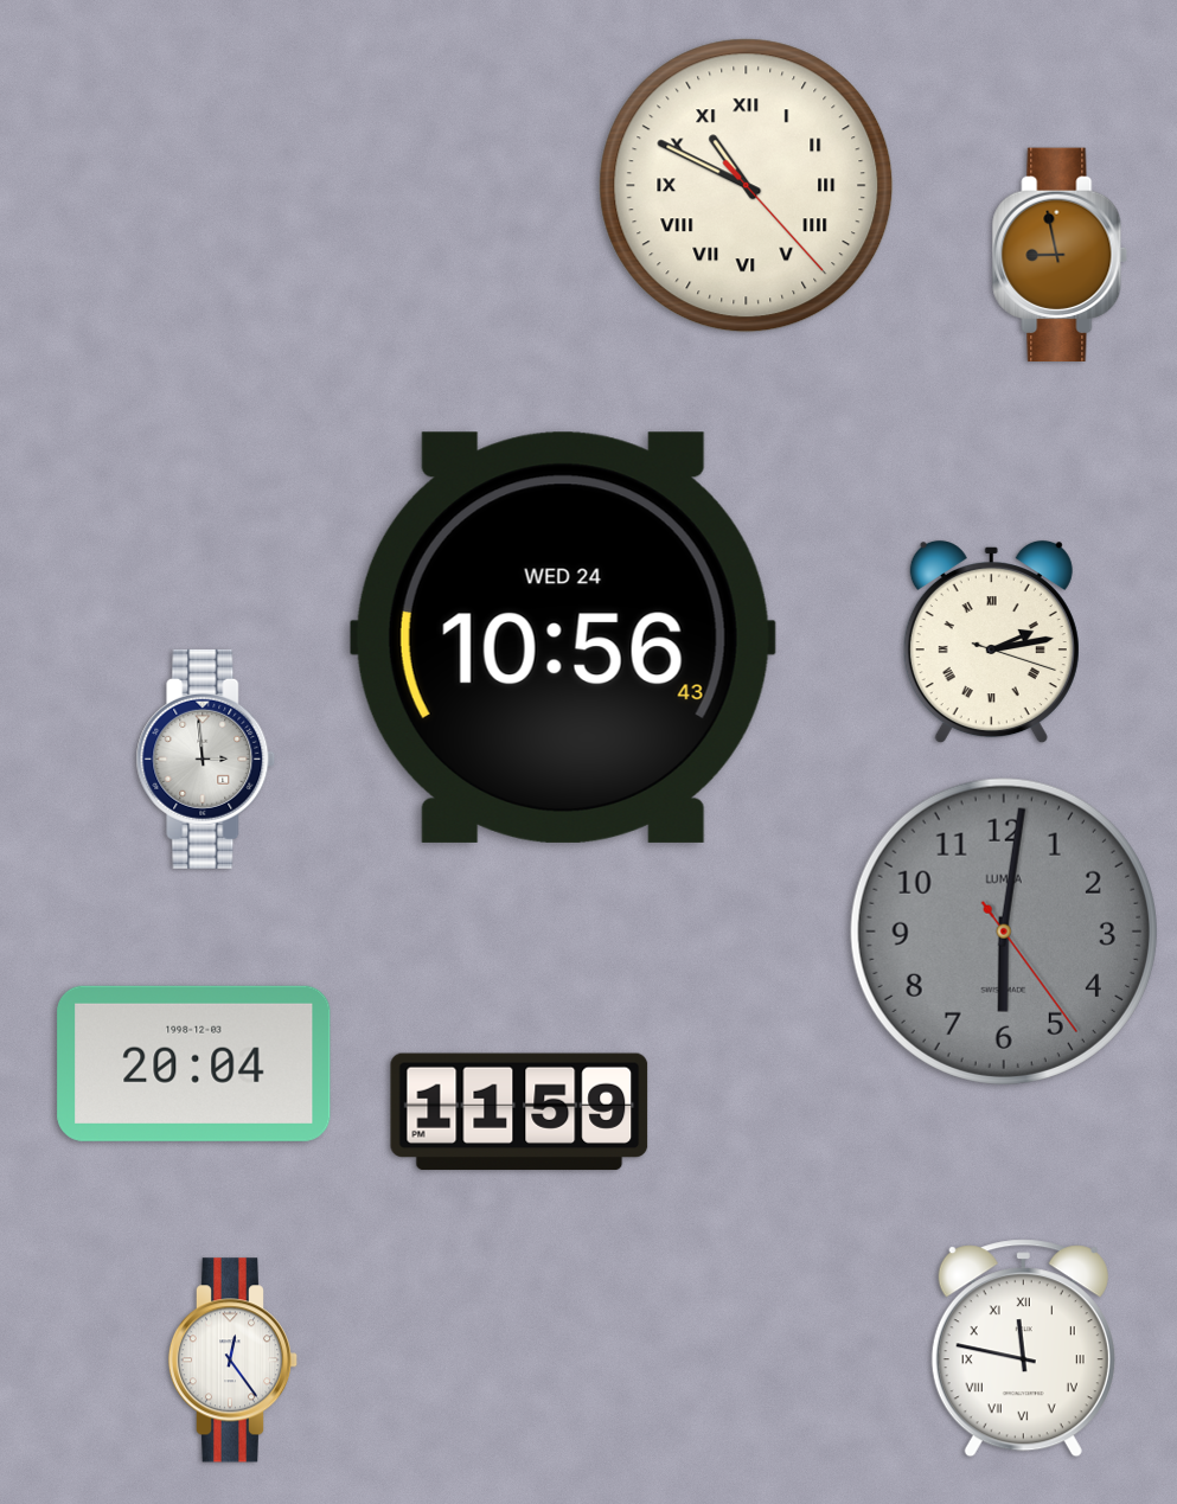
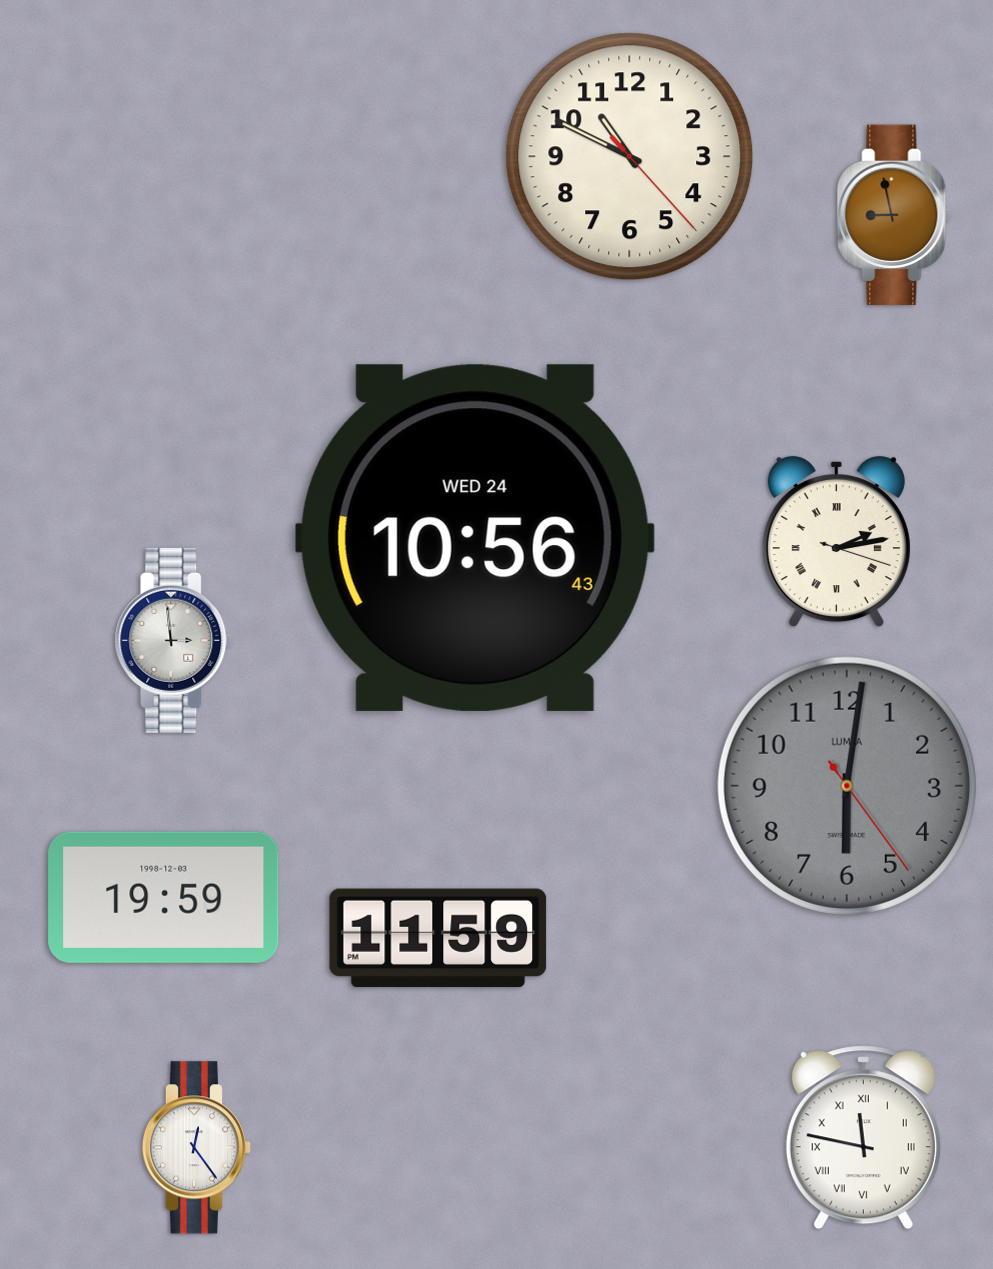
clock at (747, 186) numerals: Roman -> Arabic
clock at (194, 1063): 20:04 -> 19:59
